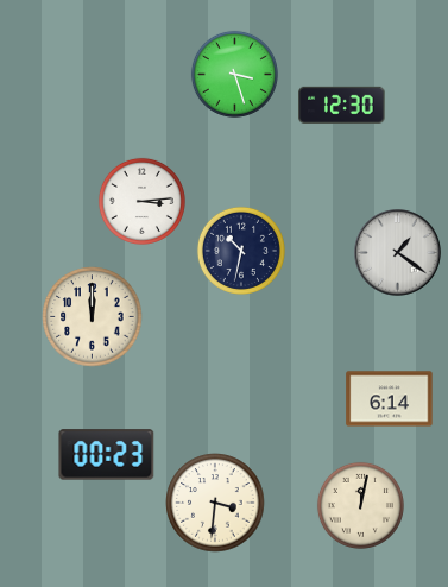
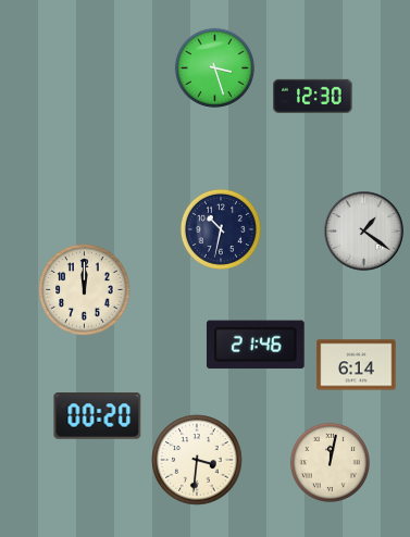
clock at (141, 201): 3:14 -> none
clock at (256, 345): none -> 21:46
clock at (107, 455): 00:23 -> 00:20
